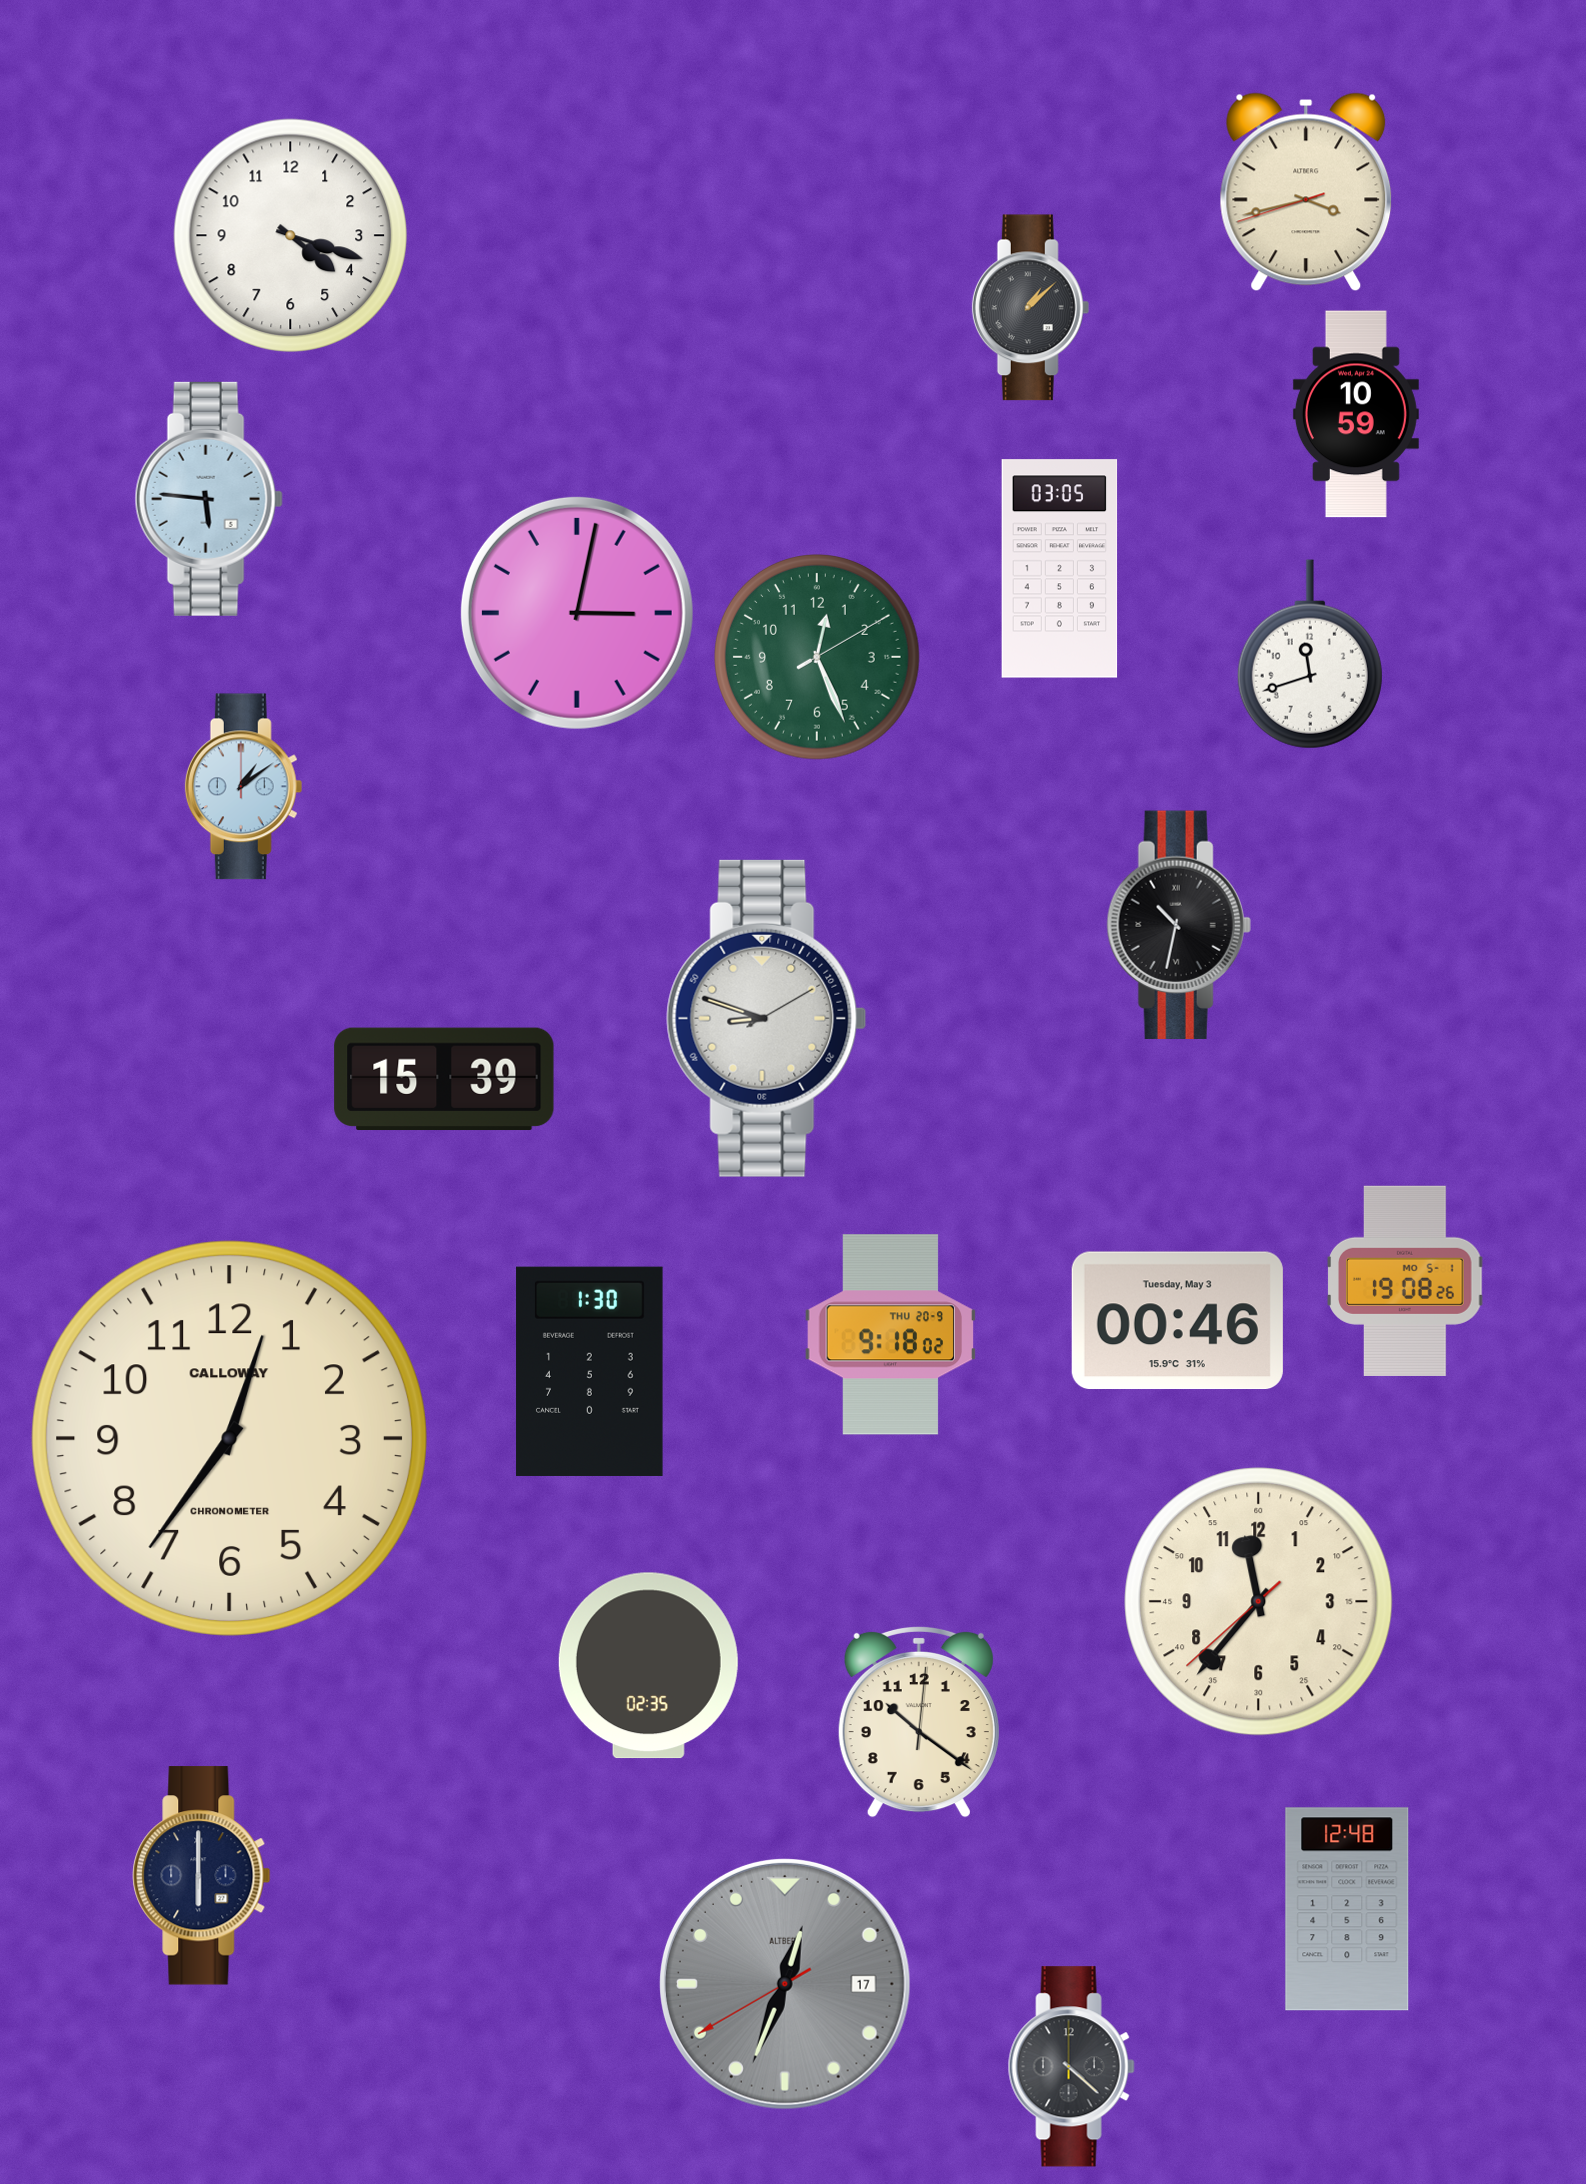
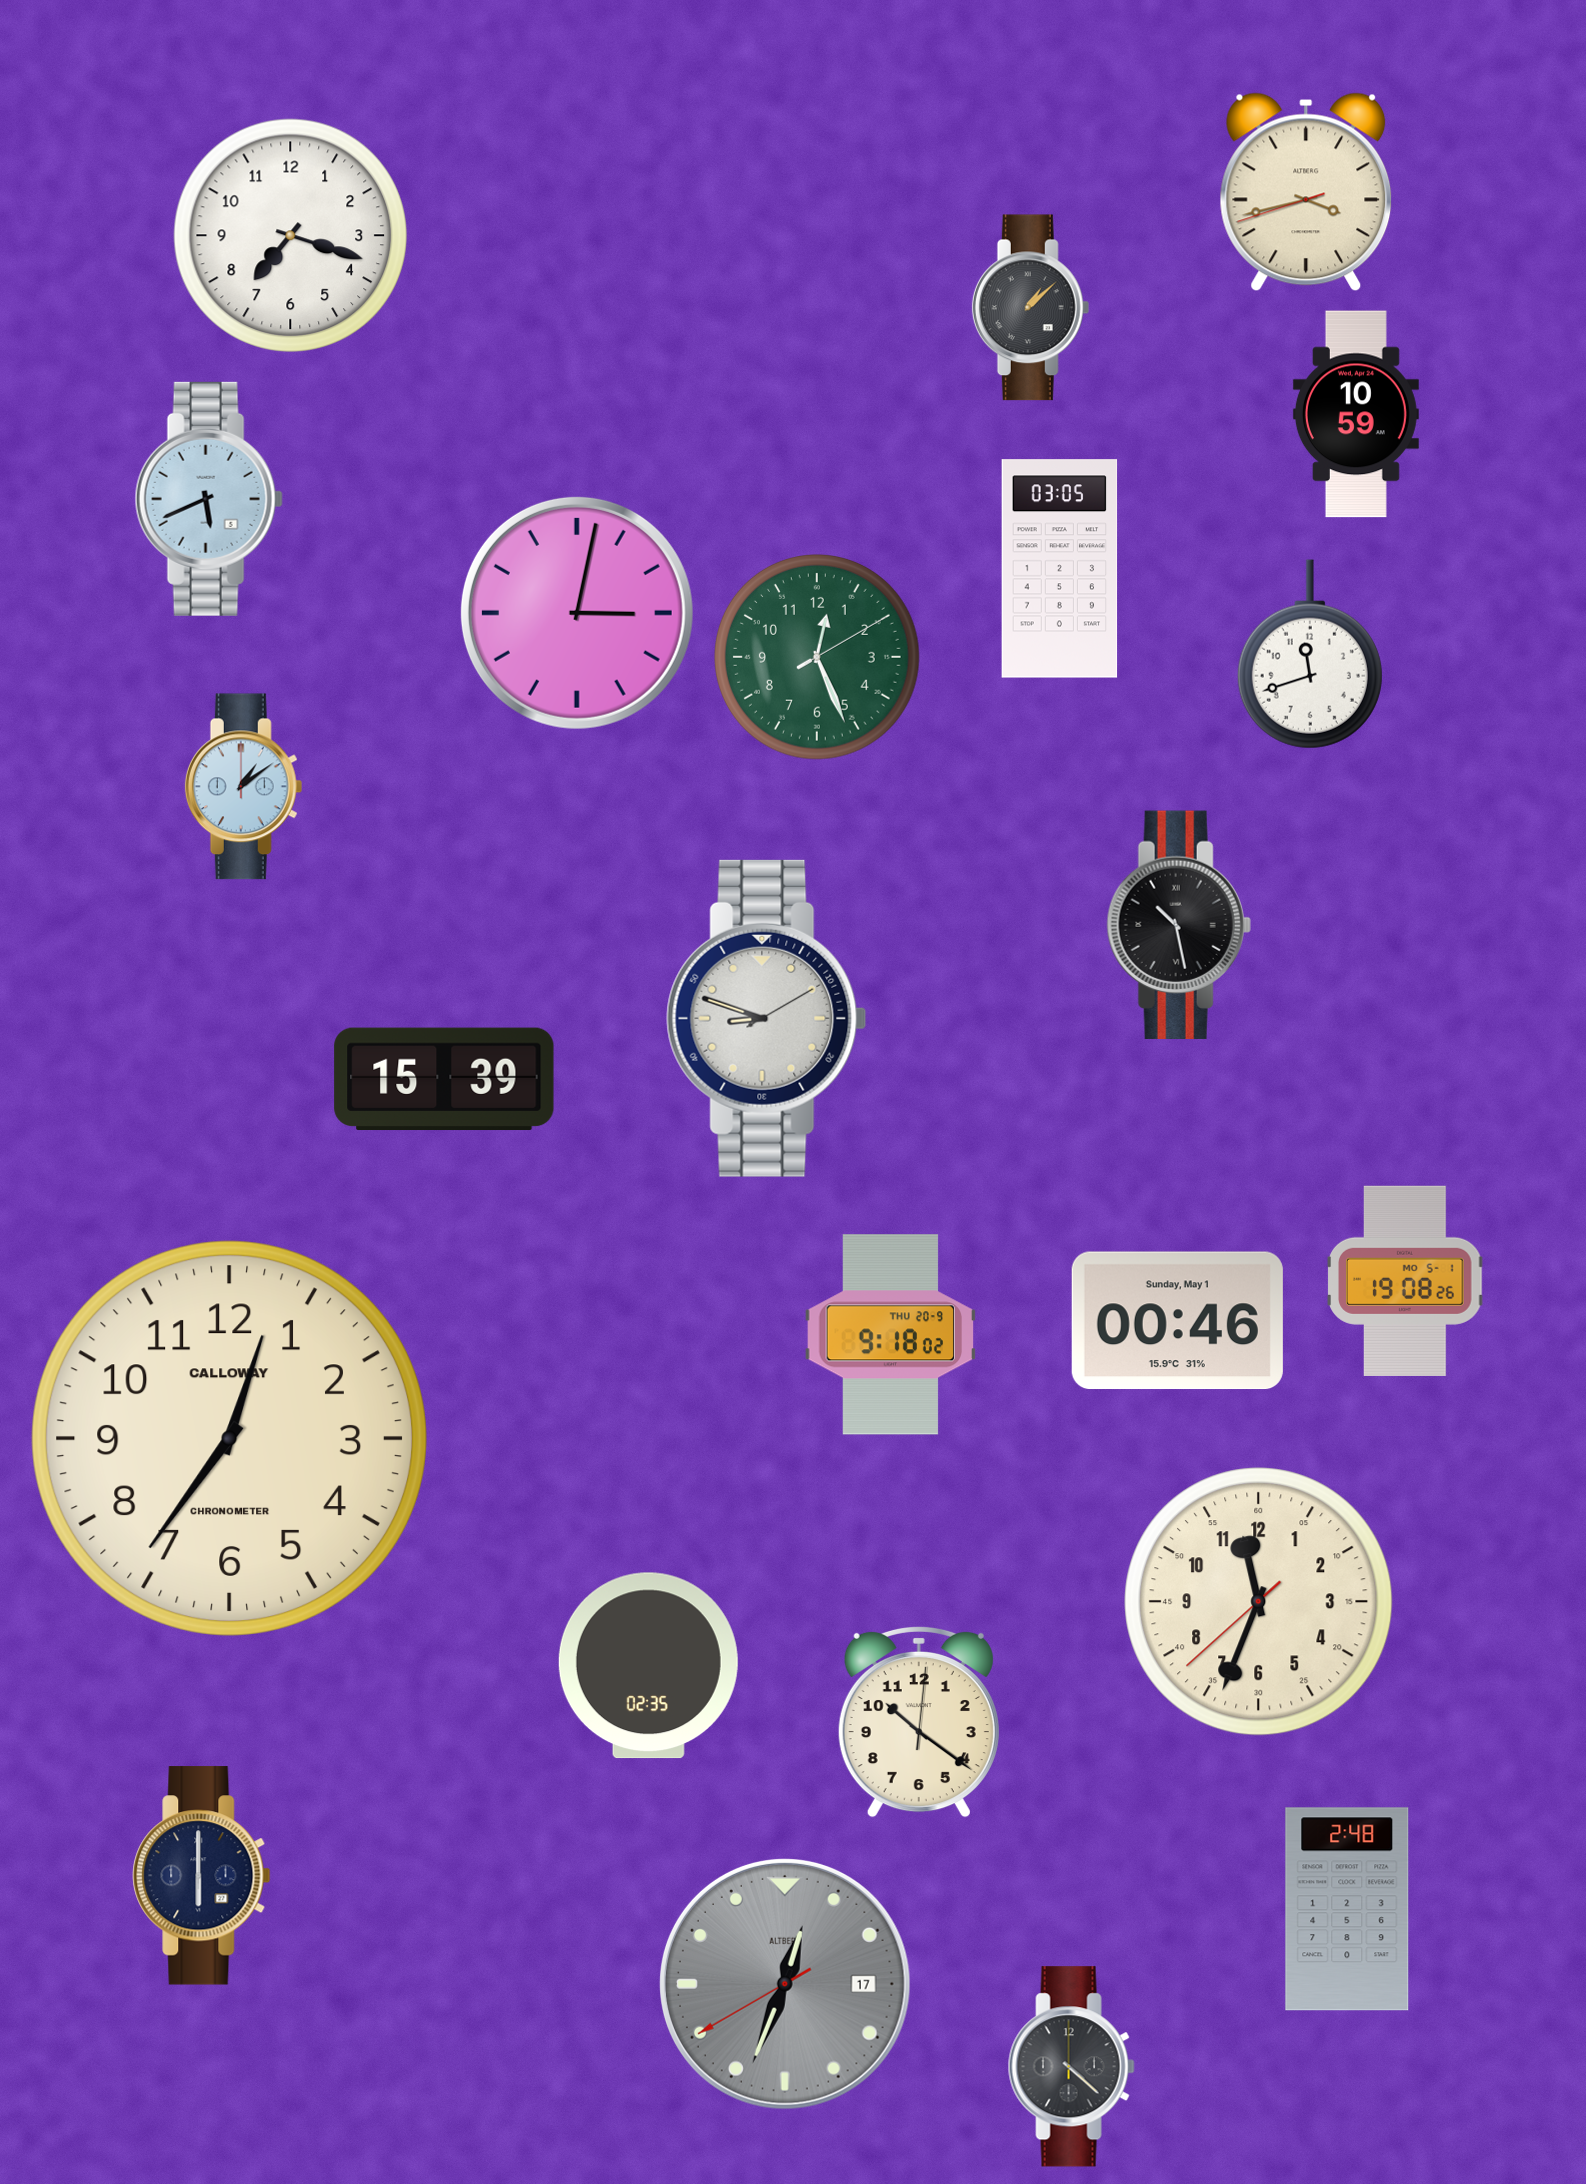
clock at (291, 236): 4:18 -> 7:18
clock at (209, 499): 5:46 -> 5:41
clock at (1179, 924): 10:32 -> 10:28
clock at (1177, 1321) date: Tuesday, May 3 -> Sunday, May 1
clock at (590, 1371): 1:30 -> none
clock at (1259, 1602): 11:36 -> 11:33
clock at (1347, 1909): 12:48 -> 2:48
